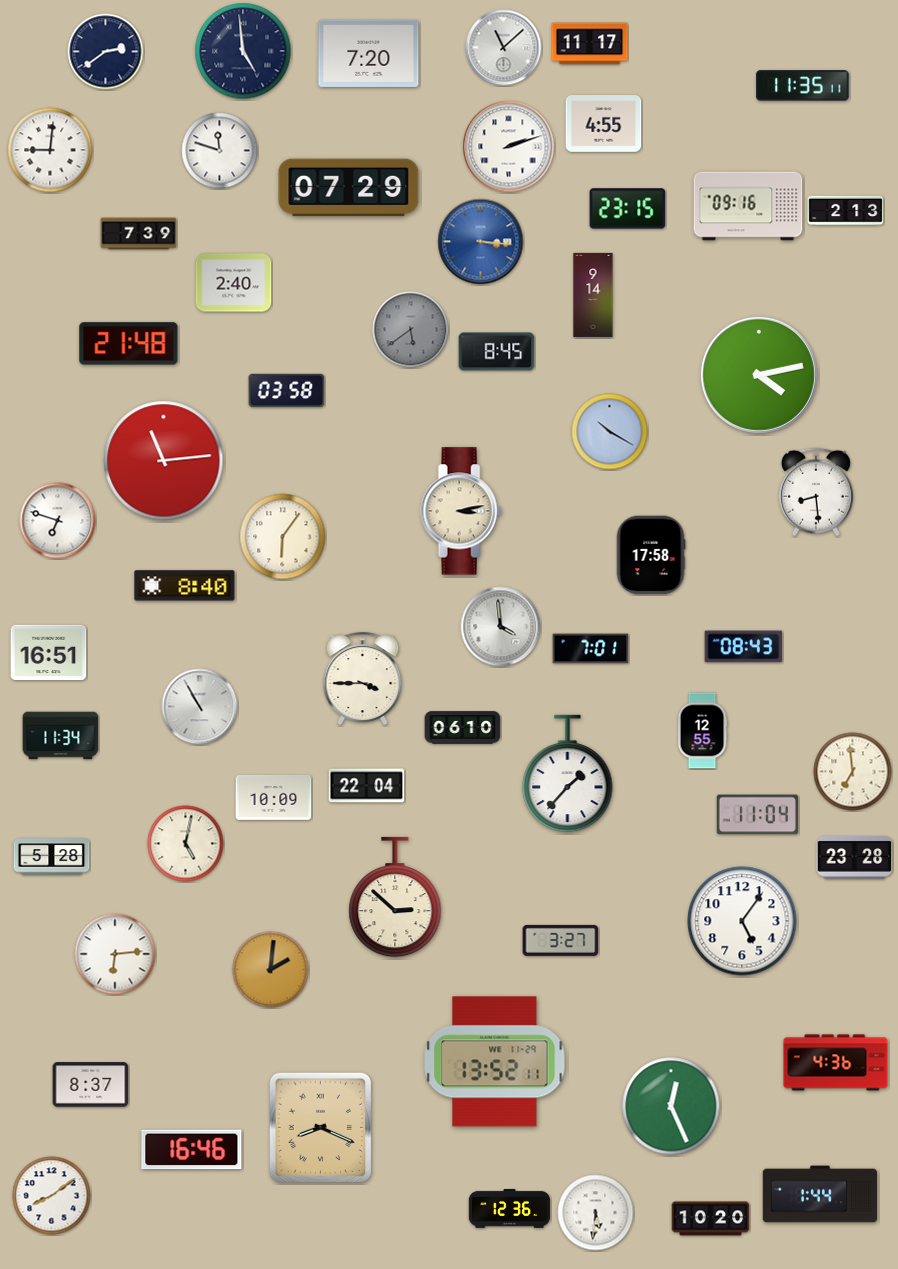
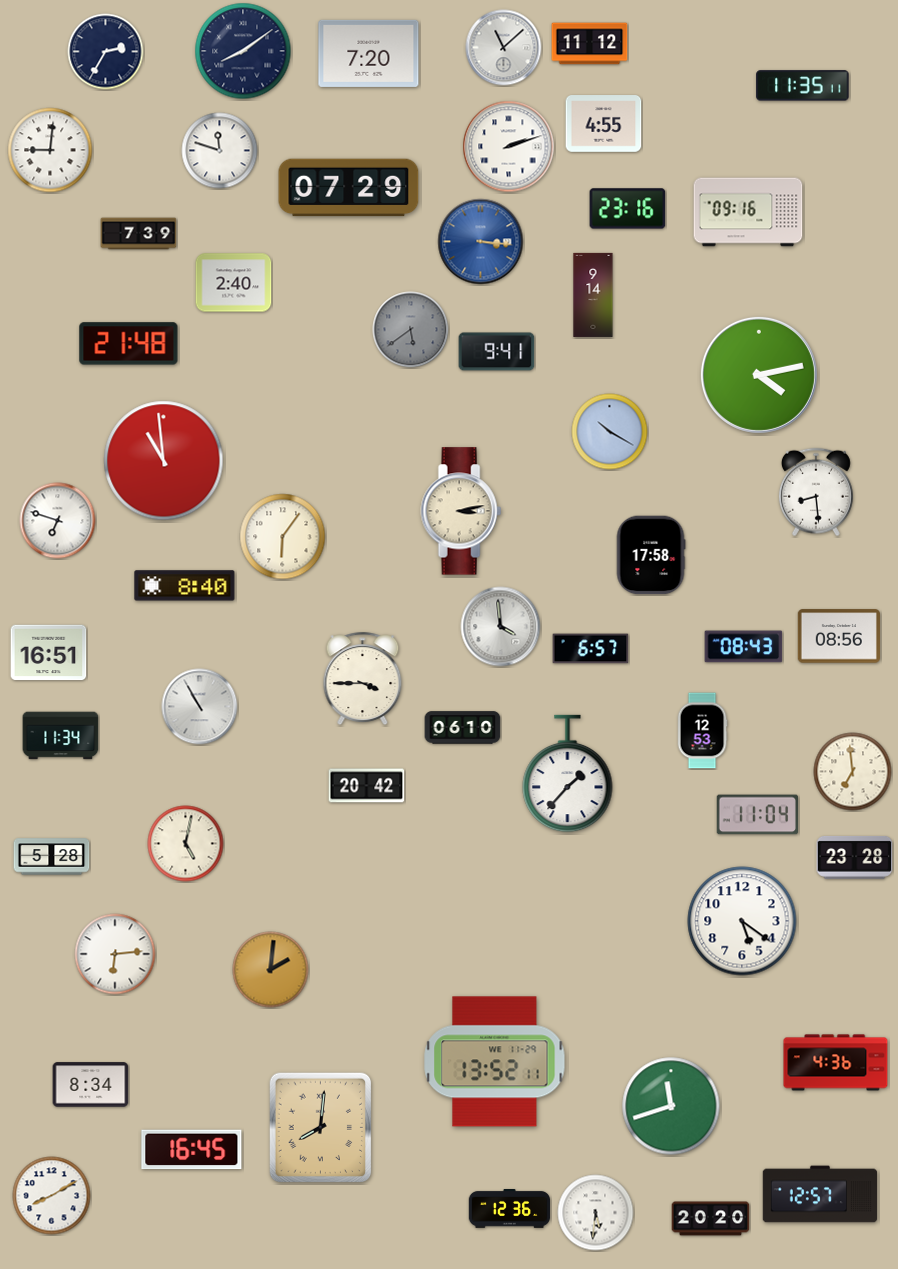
clock at (590, 44): 11:17 -> 11:12
clock at (243, 51): 4:59 -> 8:09
clock at (106, 52): 2:39 -> 2:35
clock at (748, 206) position: (748, 206) -> (748, 212)
clock at (628, 209): 23:15 -> 23:16
clock at (846, 211): 2:13 -> none
clock at (497, 352): 8:45 -> 9:41
clock at (287, 391): 03:58 -> none
clock at (164, 461): 11:14 -> 10:59
clock at (839, 636): none -> 08:56
clock at (591, 649): 7:01 -> 6:57
clock at (702, 731): 12:55 -> 12:53
clock at (367, 786): 22:04 -> 20:42
clock at (274, 797): 10:09 -> none
clock at (395, 897): 2:52 -> none
clock at (742, 921): 5:06 -> 5:21
clock at (561, 940): 3:27 -> none
clock at (91, 1085): 8:37 -> 8:34
clock at (671, 1106): 12:26 -> 11:42
clock at (321, 1128): 8:19 -> 8:01
clock at (192, 1150): 16:46 -> 16:45
clock at (820, 1194): 1:44 -> 12:57
clock at (52, 1196): 8:09 -> 8:10
clock at (711, 1219): 10:20 -> 20:20
